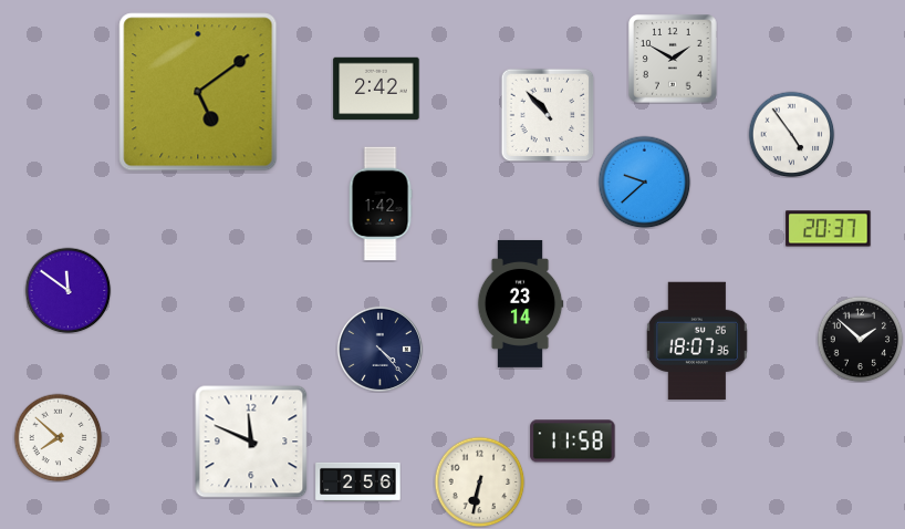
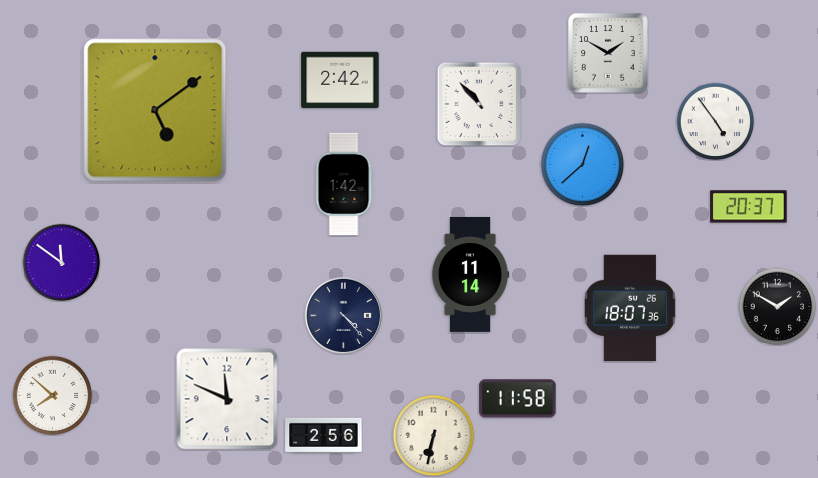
clock at (198, 92) position: (198, 92) -> (155, 110)
clock at (548, 115) position: (548, 115) -> (479, 104)
clock at (644, 181): 9:38 -> 12:38
clock at (520, 303): 23:14 -> 11:14
clock at (860, 339): 1:52 -> 1:50
